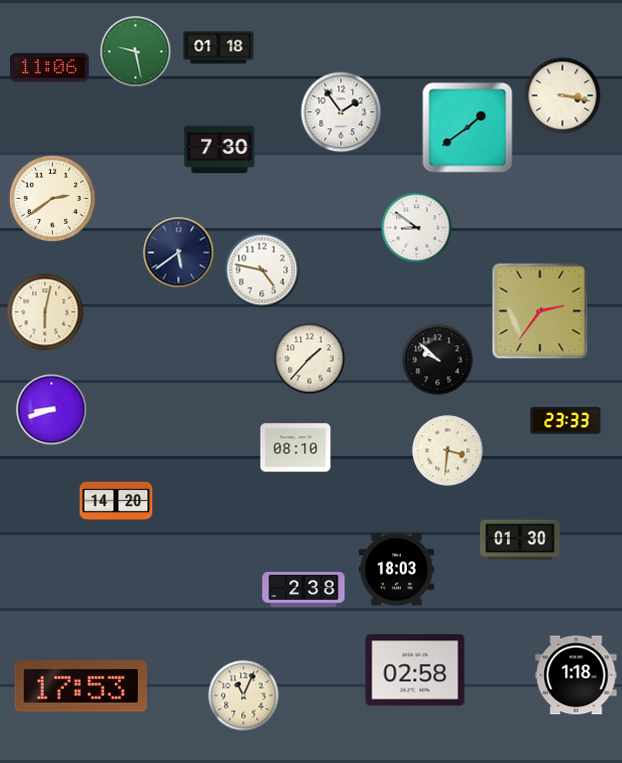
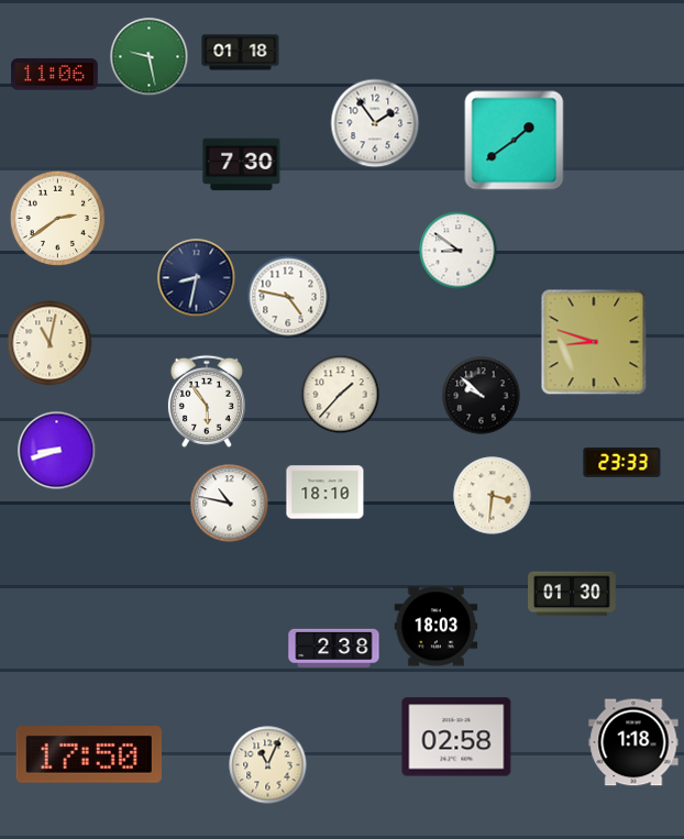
clock at (563, 96): 3:17 -> none
clock at (179, 253): 5:39 -> 8:32
clock at (540, 311): 2:36 -> 8:48
clock at (45, 312): 6:02 -> 11:02
clock at (207, 401): none -> 5:54
clock at (296, 448): 08:10 -> 18:10
clock at (230, 504): none -> 10:47
clock at (116, 501): 14:20 -> none
clock at (81, 686): 17:53 -> 17:50
